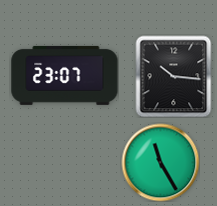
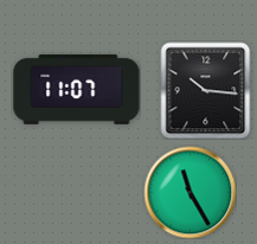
clock at (65, 75): 23:07 -> 11:07
